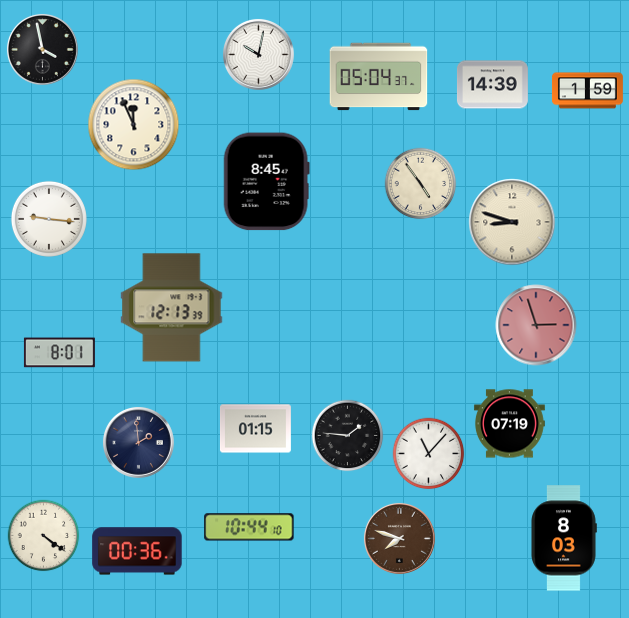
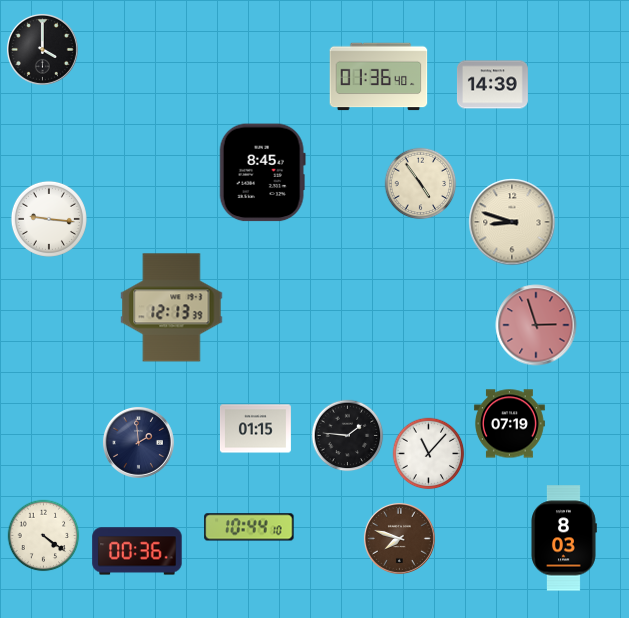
clock at (42, 49): 3:58 -> 4:00
clock at (258, 54): 10:02 -> none
clock at (379, 77): 05:04 -> 01:36
clock at (587, 91): 1:59 -> none
clock at (134, 125): 11:56 -> none
clock at (266, 182) position: (266, 182) -> (262, 173)
clock at (59, 353): 8:01 -> none
